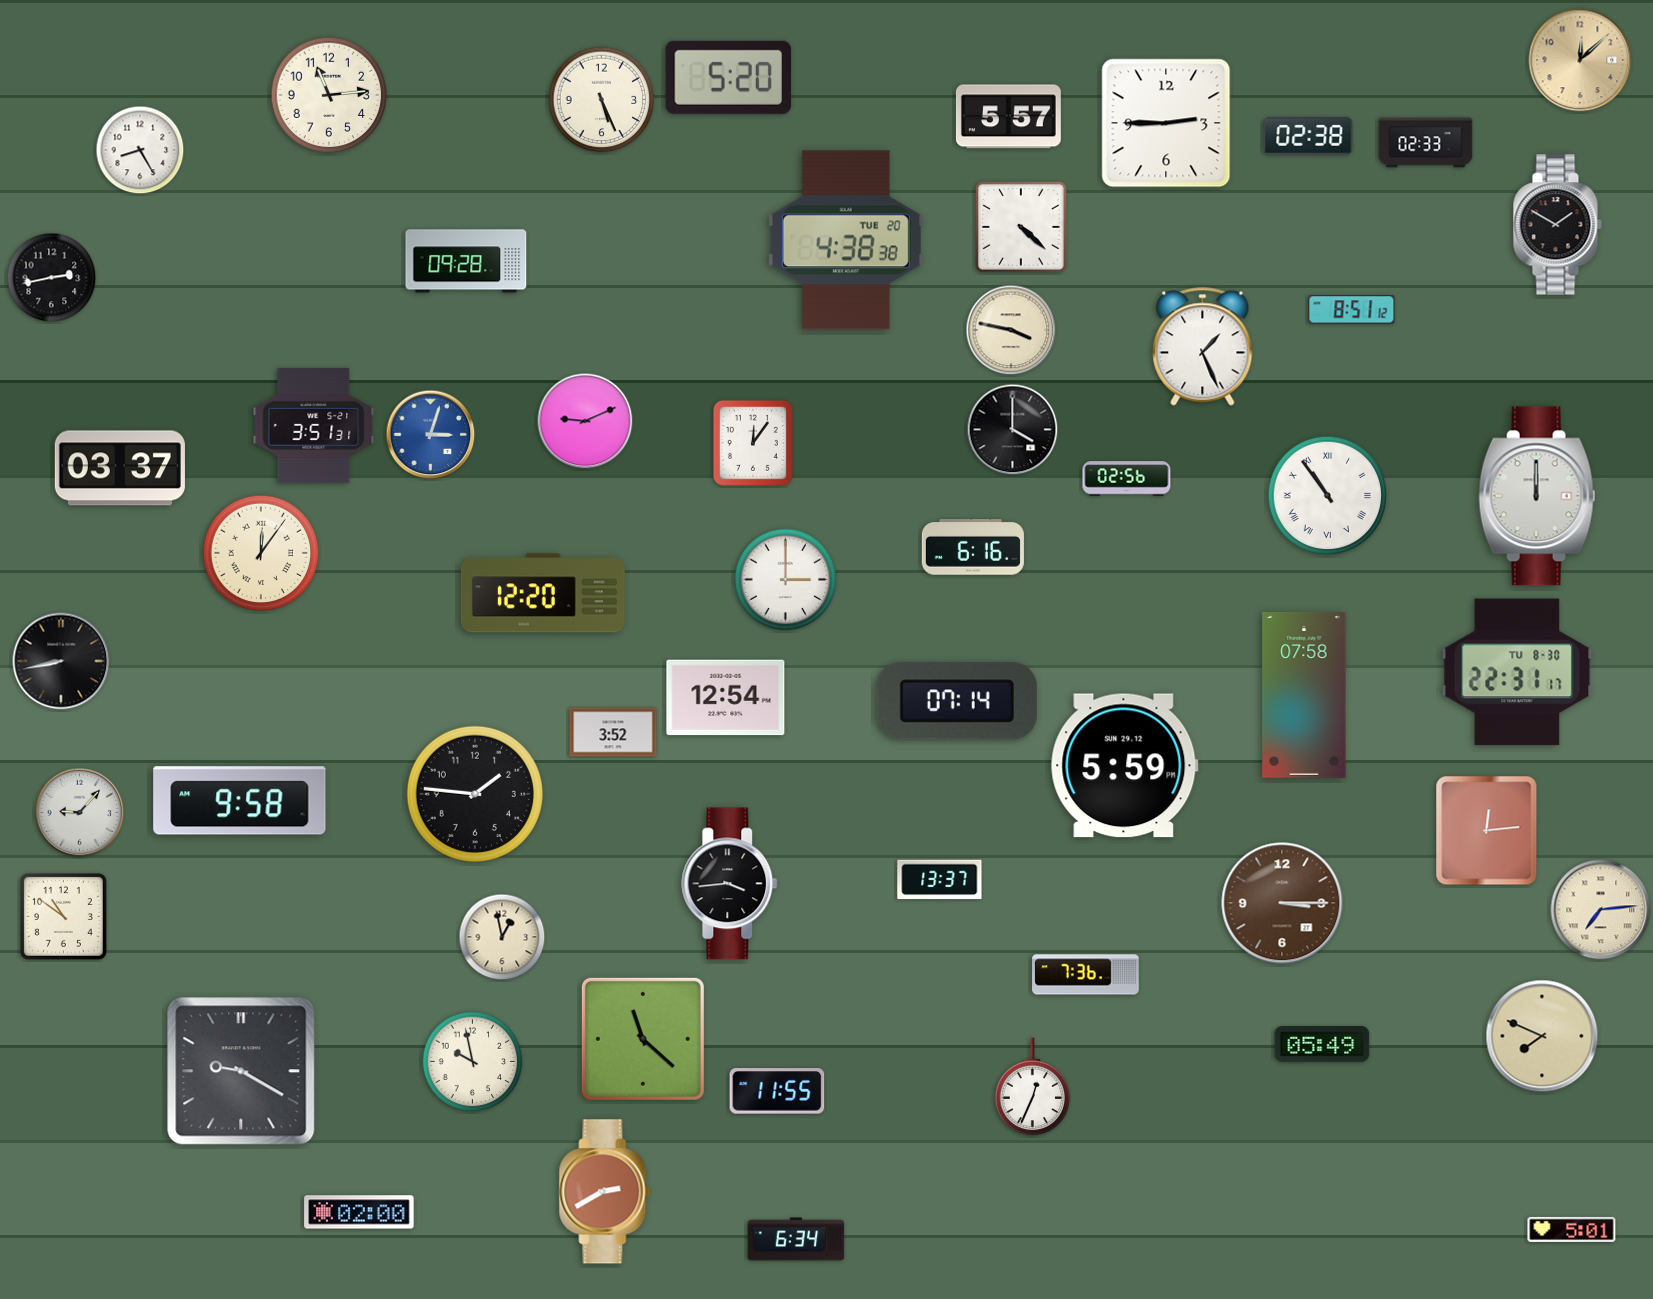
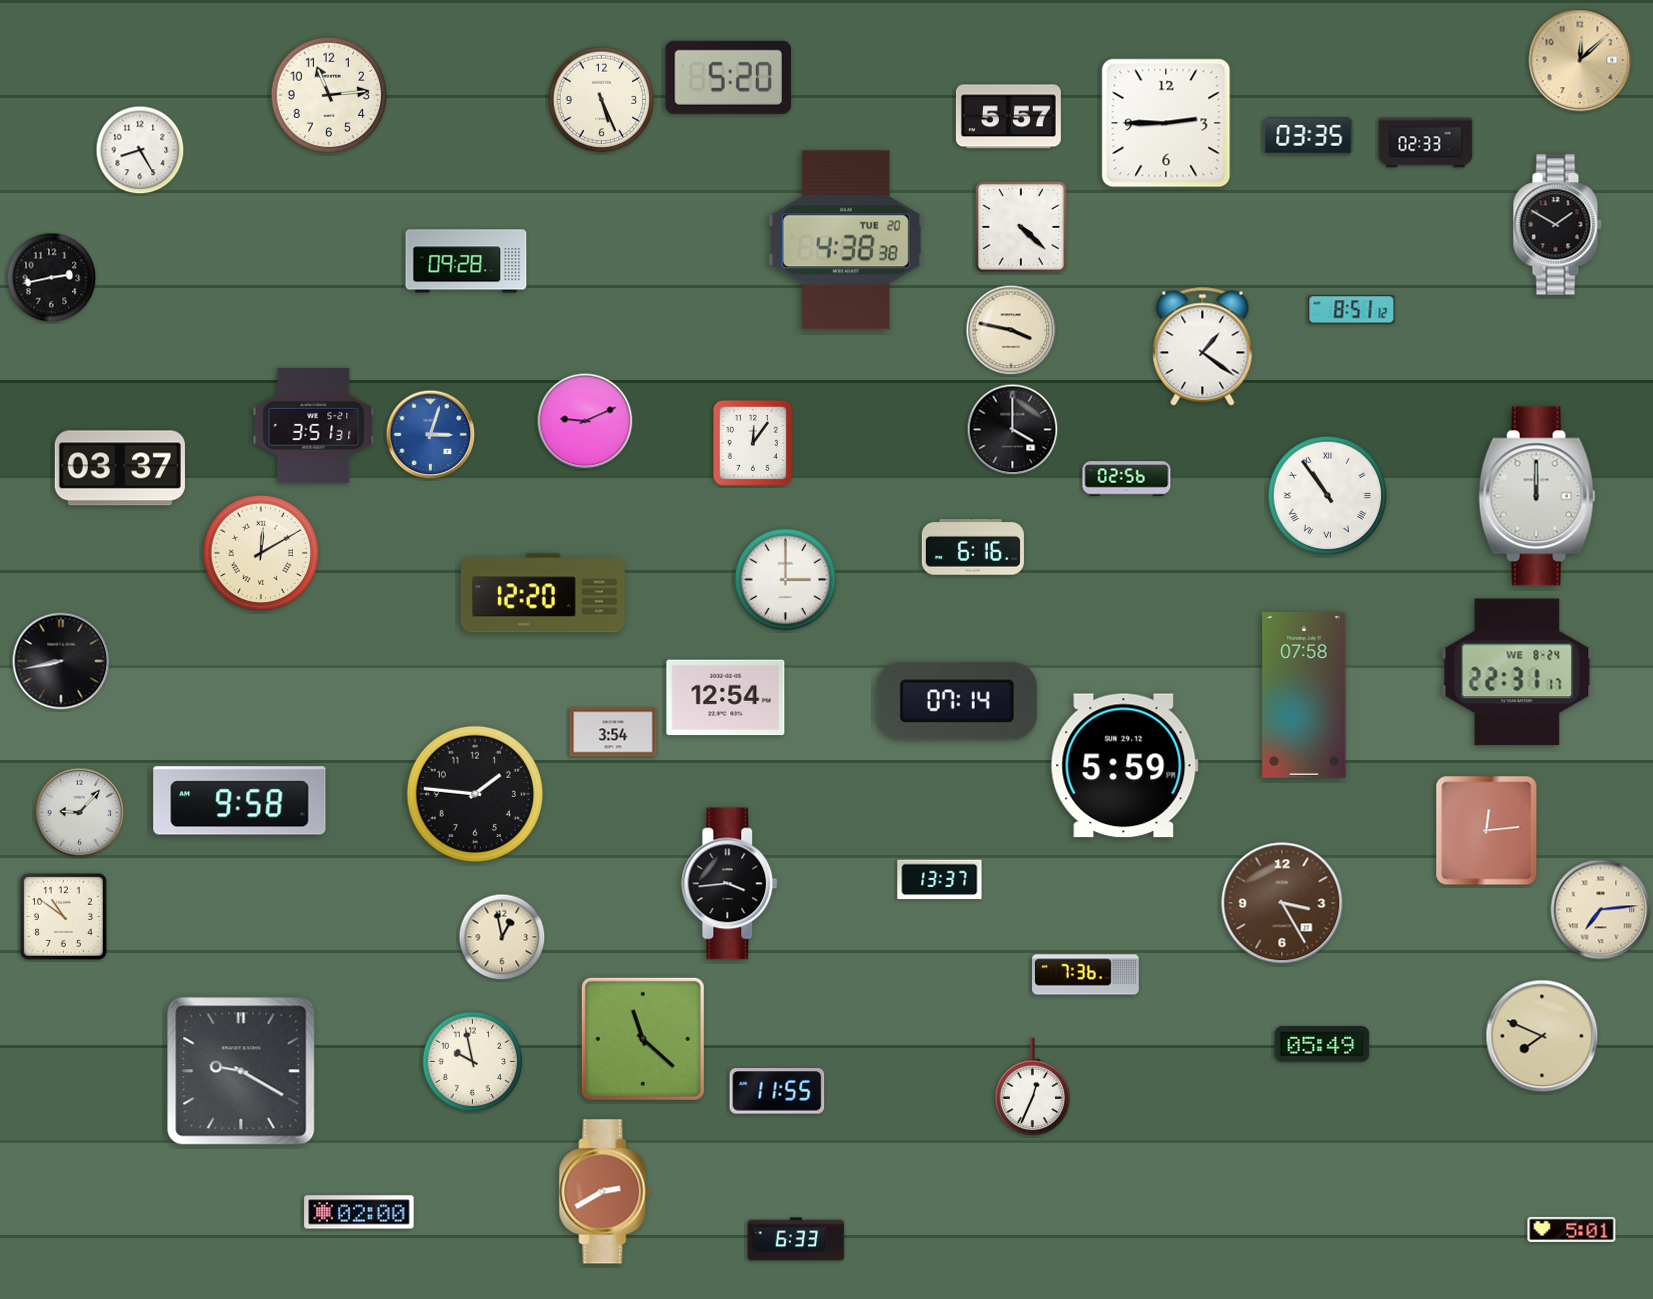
clock at (1308, 136): 02:38 -> 03:35
clock at (1203, 347): 1:26 -> 1:21
clock at (261, 553): 12:06 -> 12:10
clock at (1517, 672) date: TU 8-30 -> WE 8-24
clock at (613, 732): 3:52 -> 3:54
clock at (1282, 903): 3:15 -> 3:25
clock at (796, 1239): 6:34 -> 6:33
